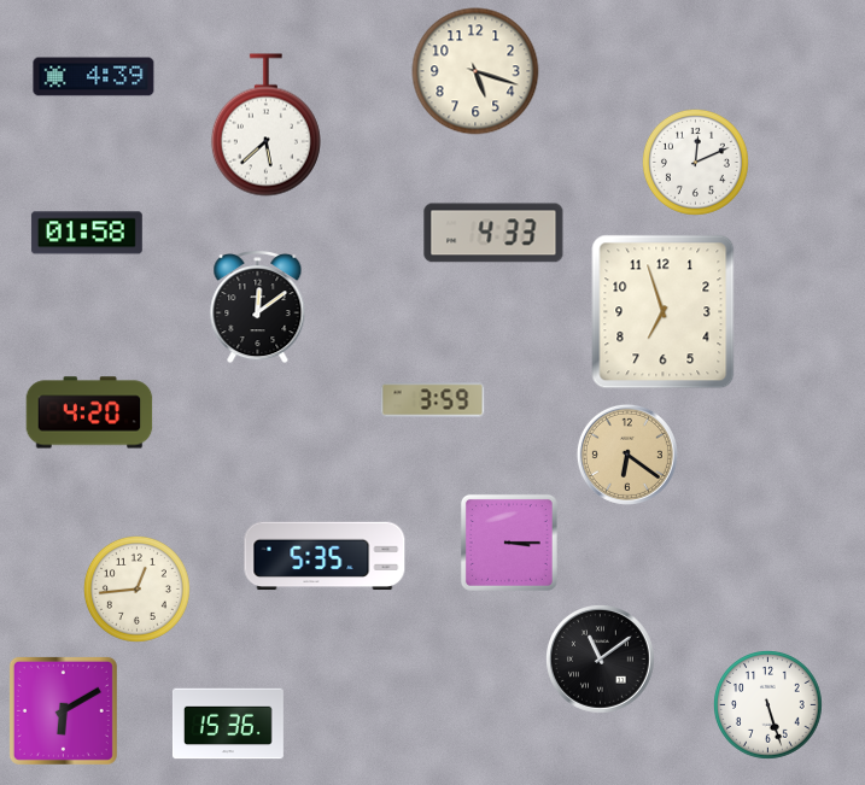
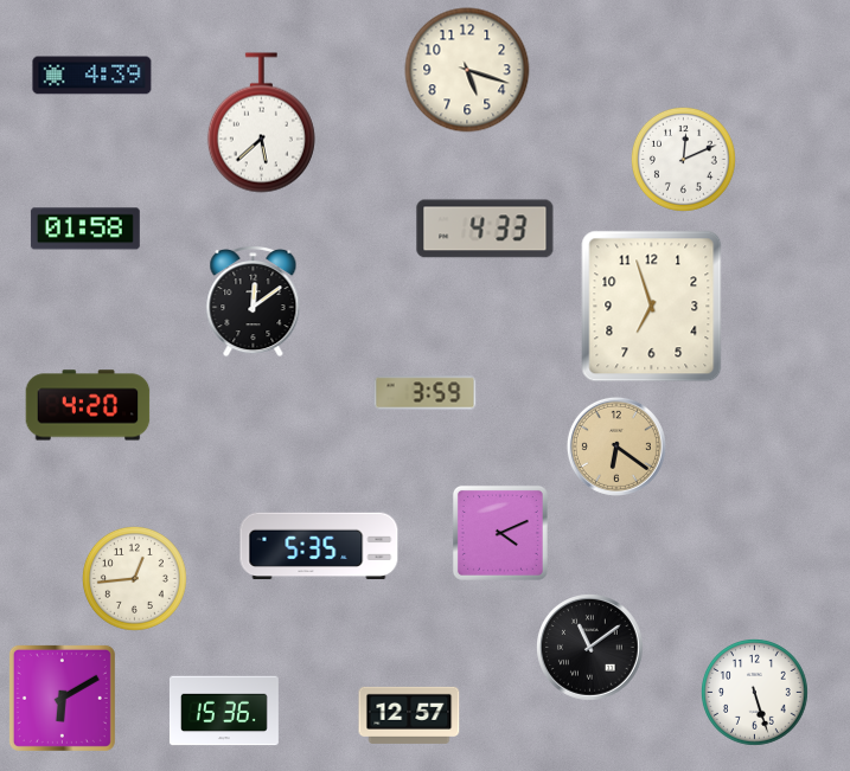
clock at (509, 543): 3:15 -> 4:11
clock at (409, 715): none -> 12:57
